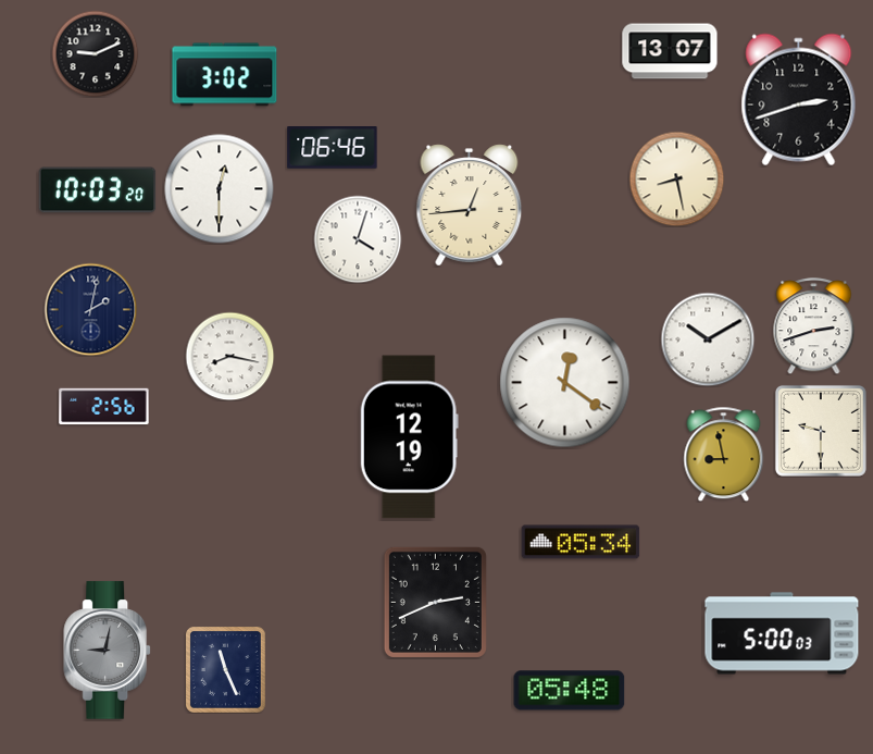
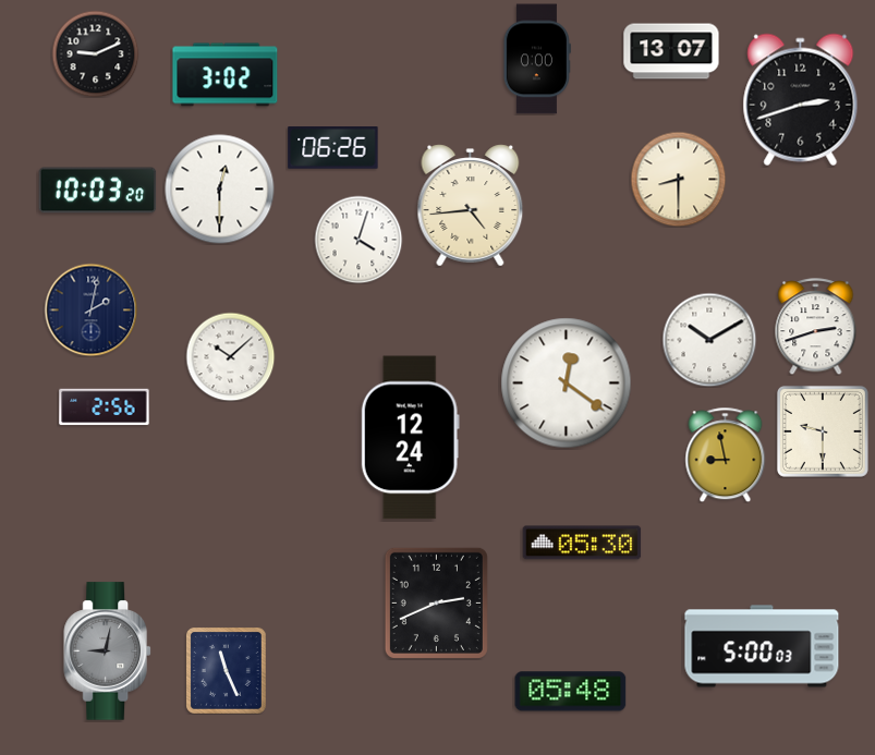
clock at (537, 59): none -> 0:00
clock at (333, 148): 06:46 -> 06:26
clock at (676, 178): 8:28 -> 8:30
clock at (470, 206): 12:44 -> 4:44
clock at (229, 356): 8:17 -> 10:08
clock at (409, 437): 12:19 -> 12:24
clock at (581, 542): 05:34 -> 05:30
clock at (782, 633) position: (782, 633) -> (762, 646)
